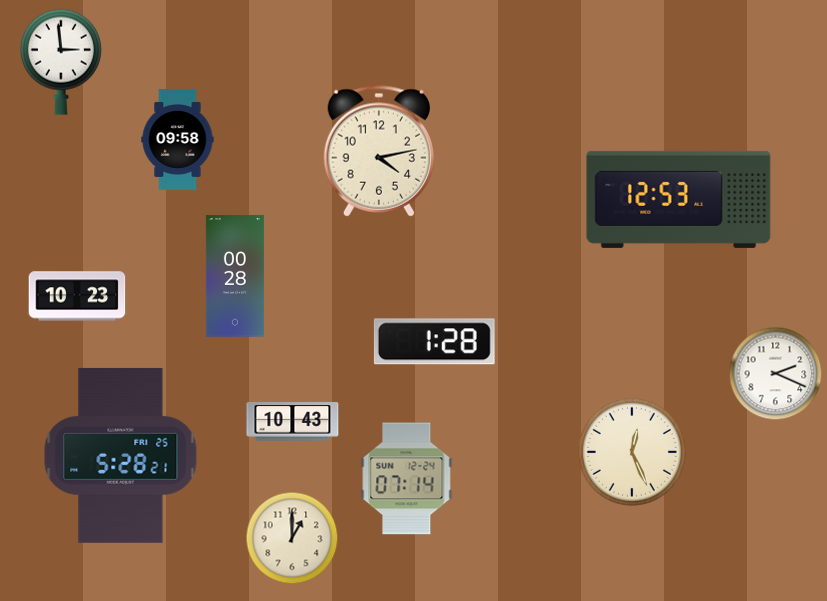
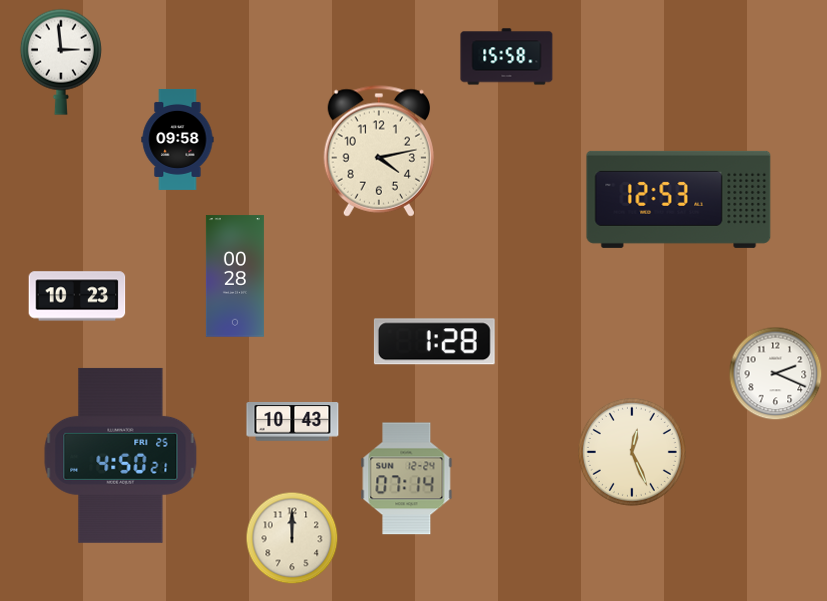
clock at (507, 57): none -> 15:58
clock at (121, 455): 5:28 -> 4:50
clock at (292, 538): 1:00 -> 12:00
